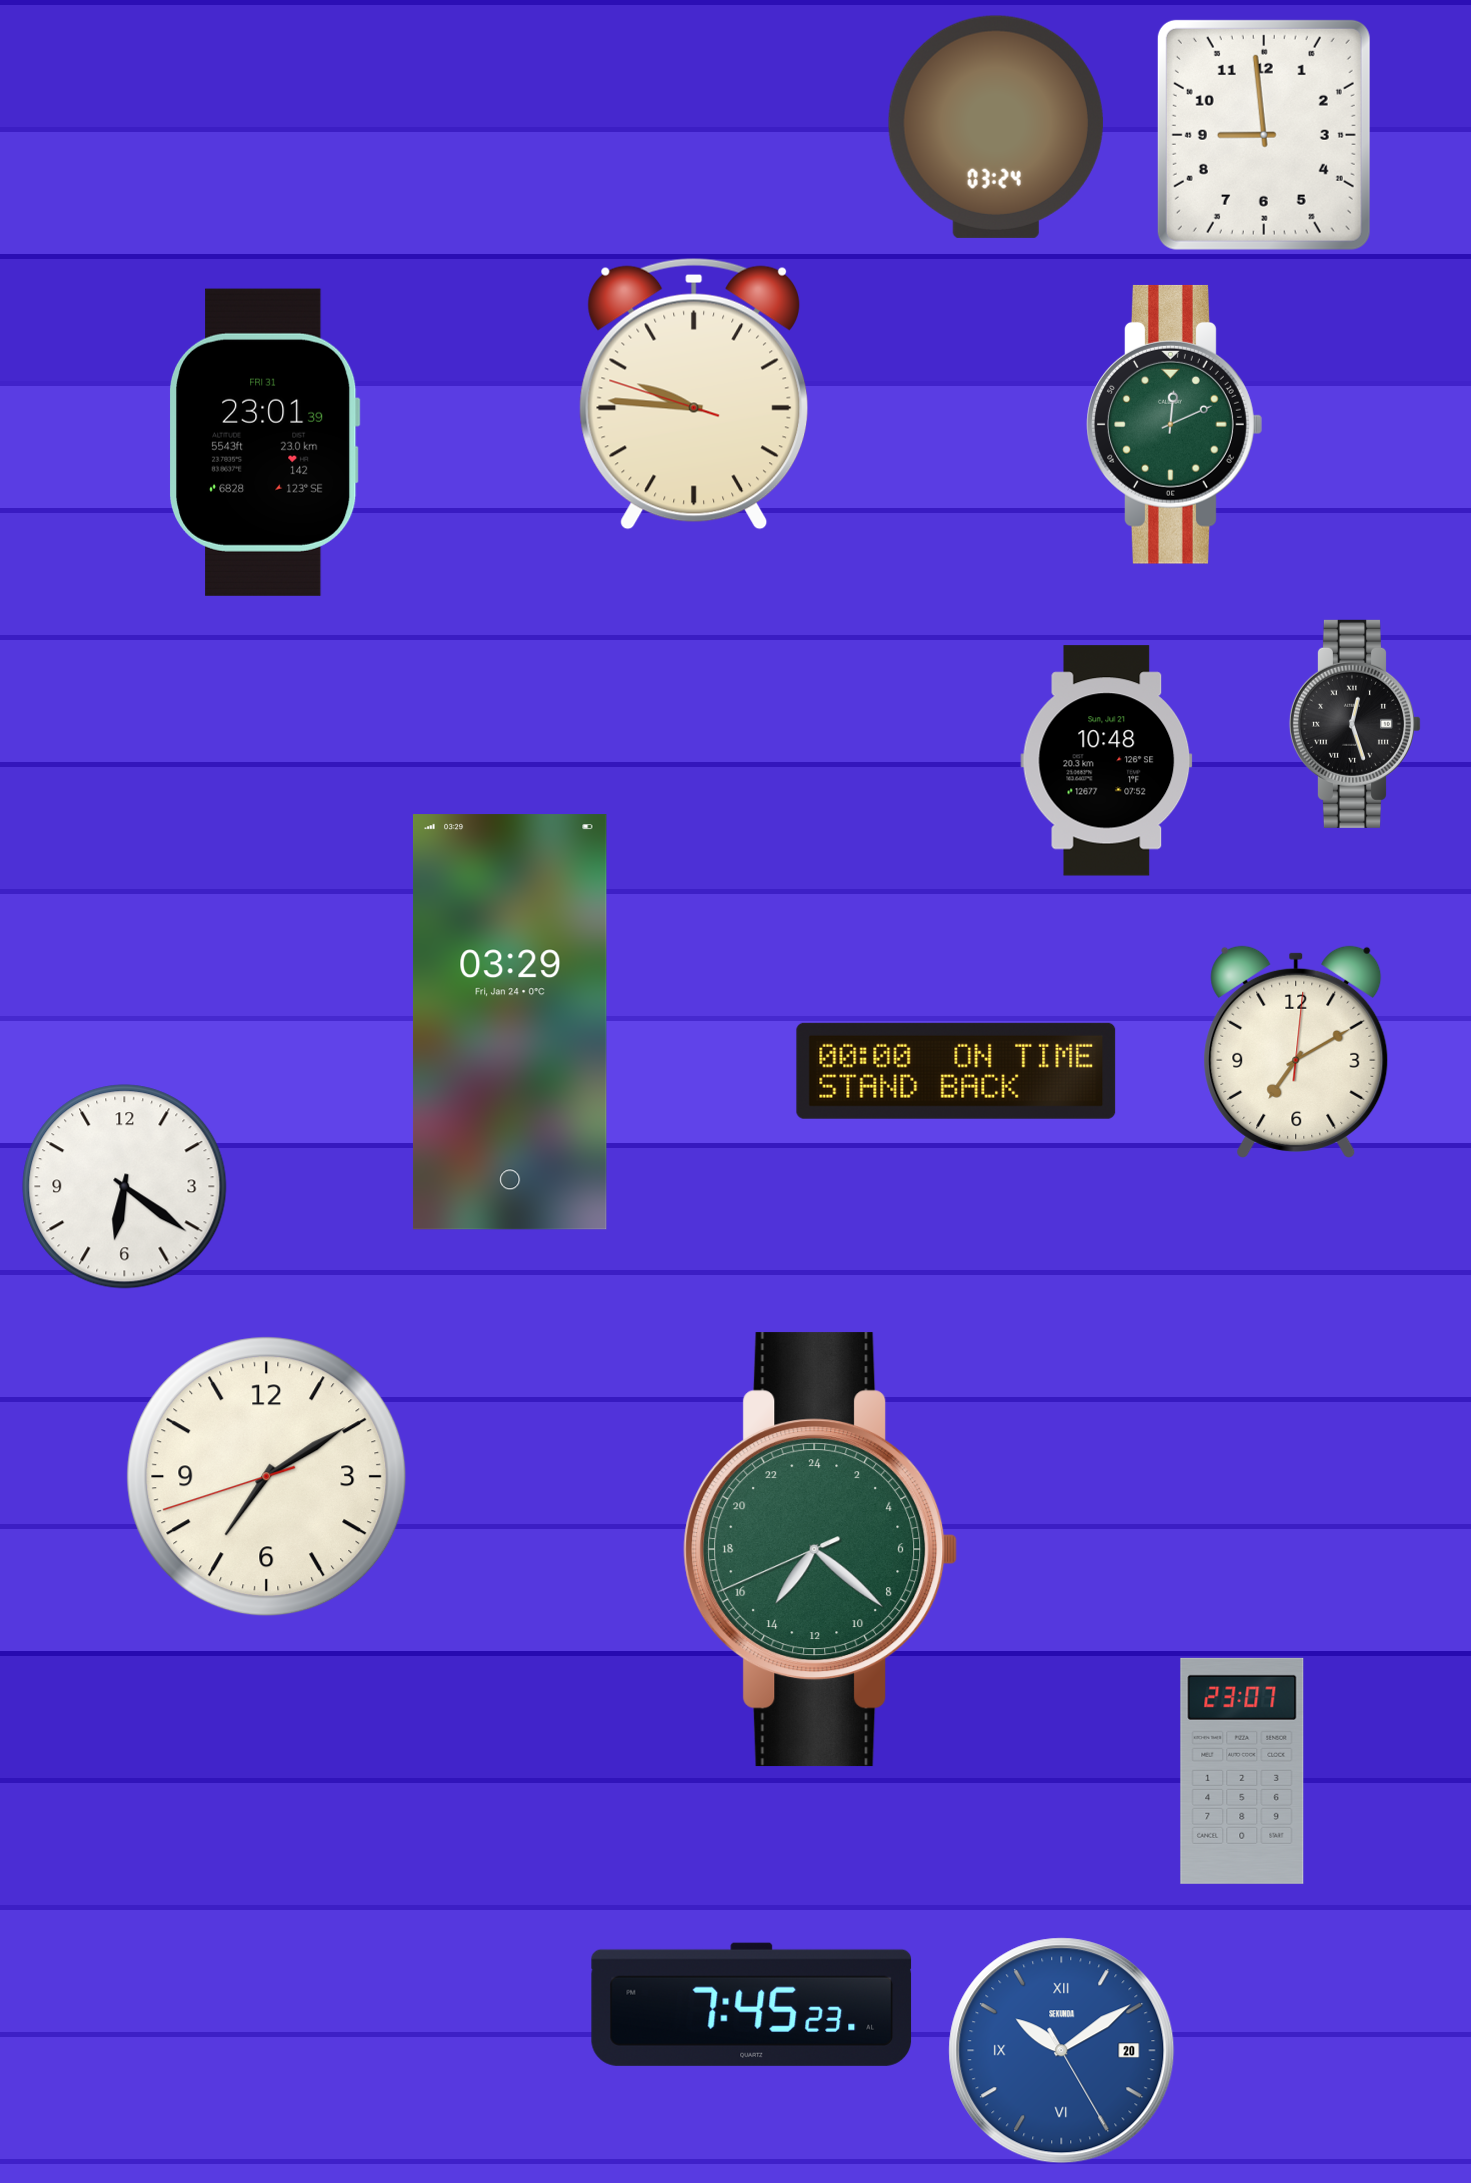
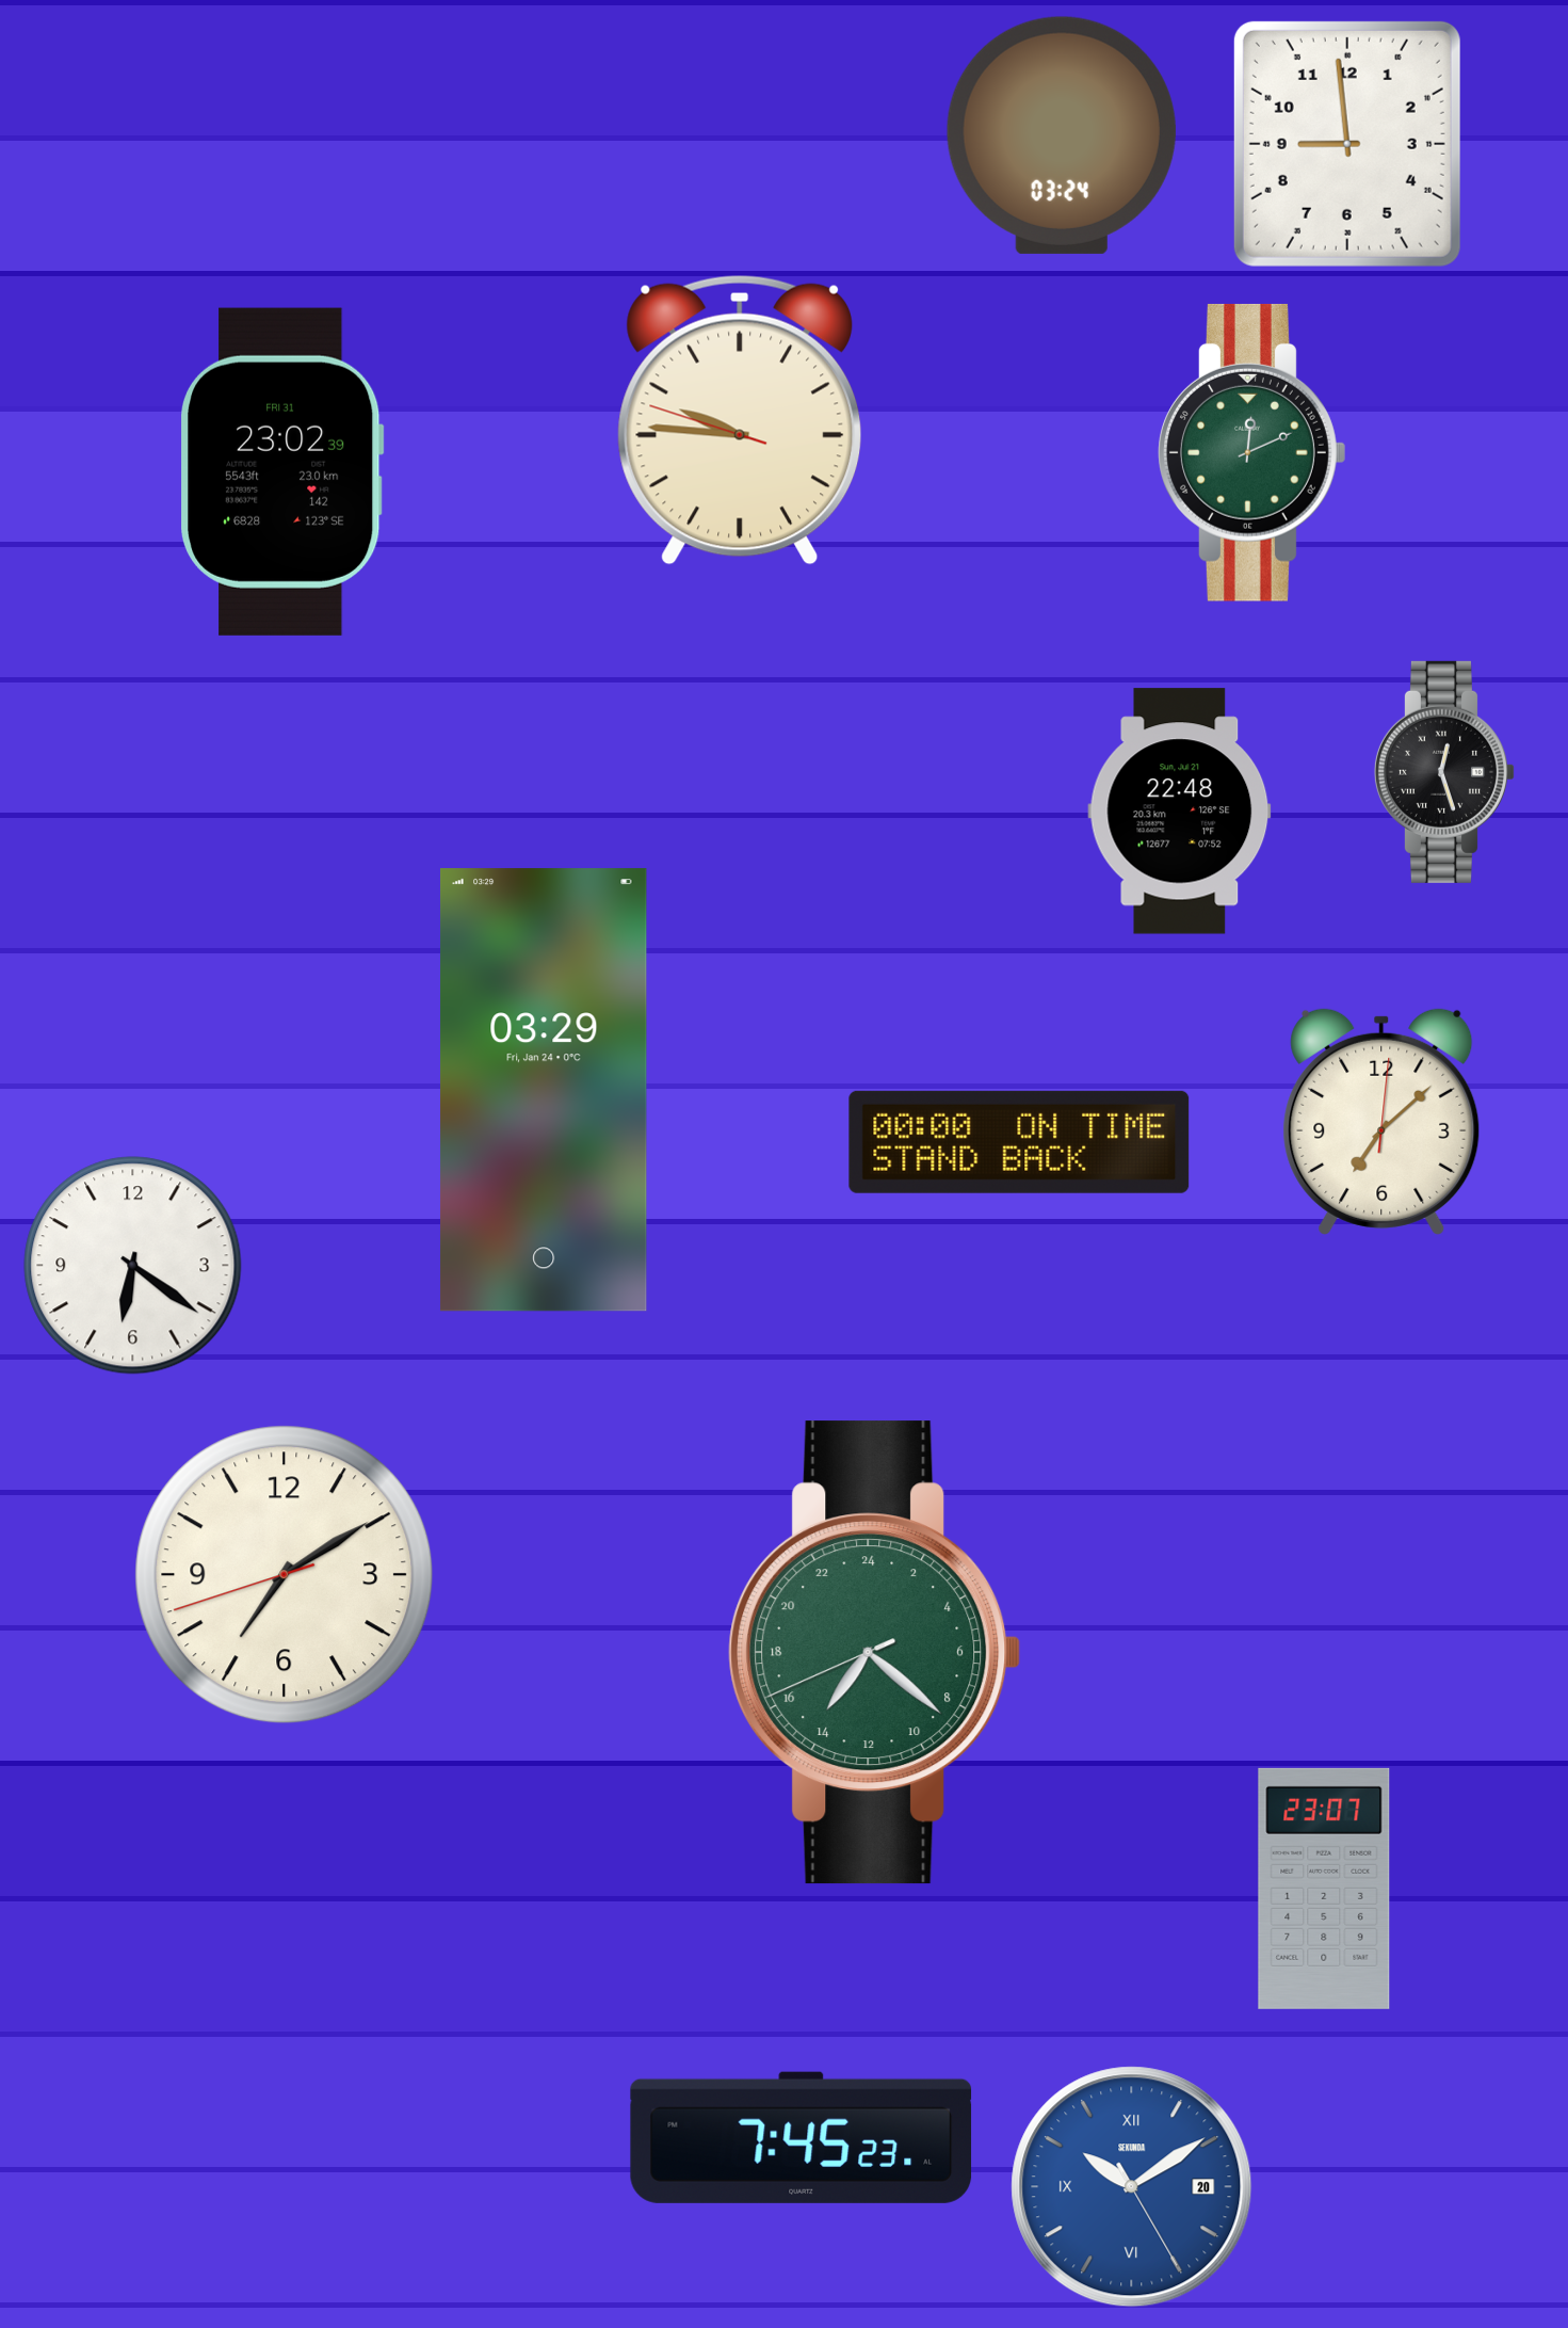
clock at (265, 442): 23:01 -> 23:02
clock at (1107, 761): 10:48 -> 22:48
clock at (1296, 1052): 7:10 -> 7:08
